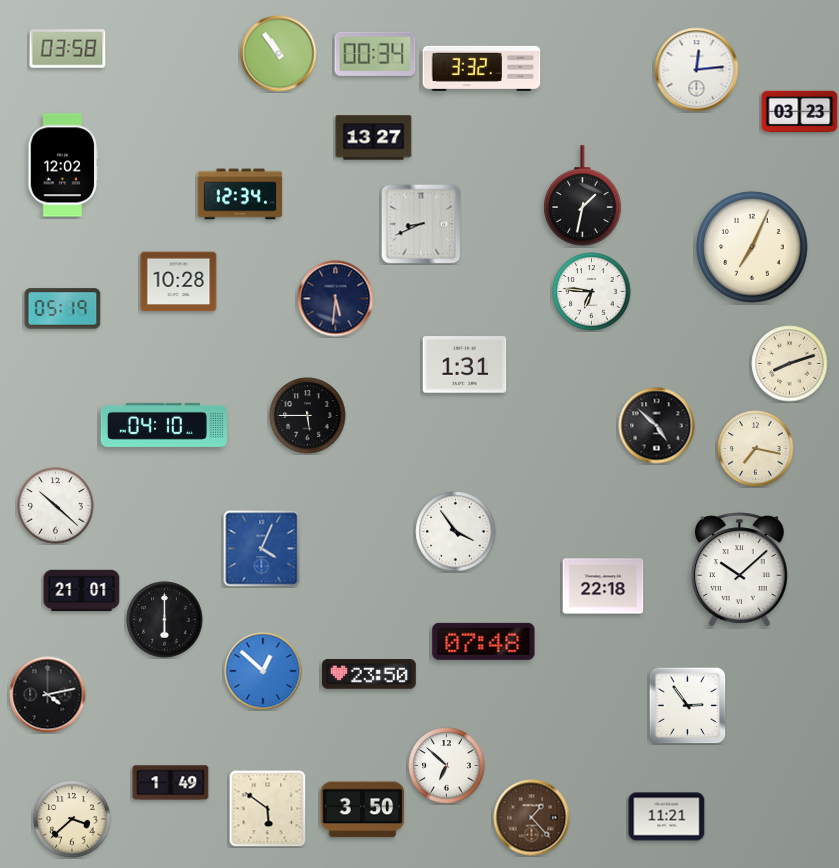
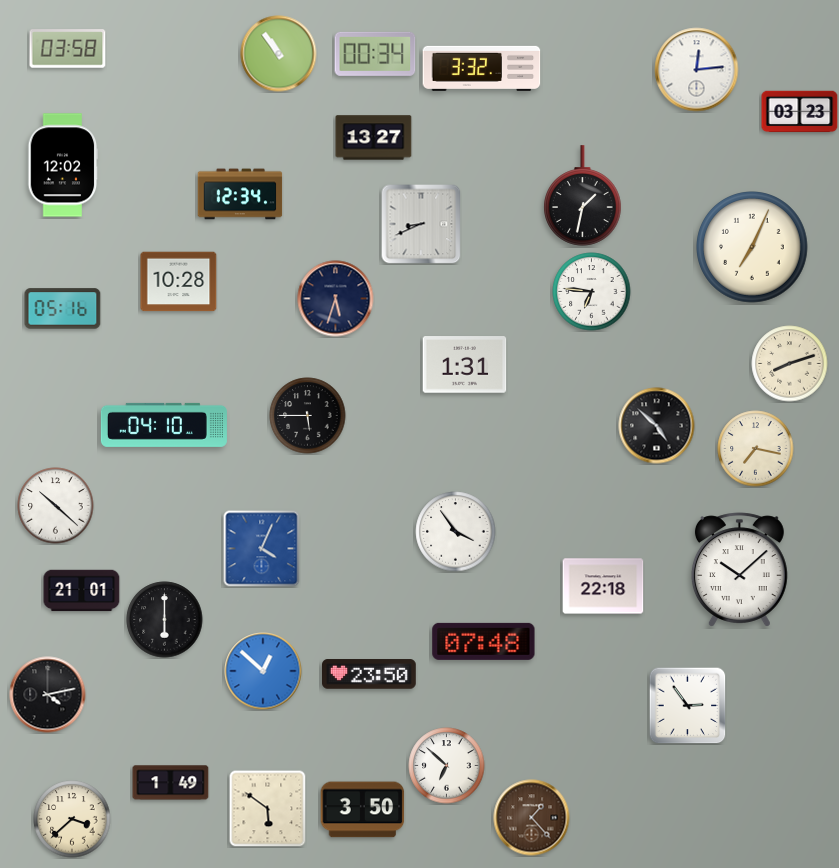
clock at (336, 299): 5:31 -> 5:33
clock at (63, 309): 05:19 -> 05:16
clock at (667, 817): 11:21 -> none
